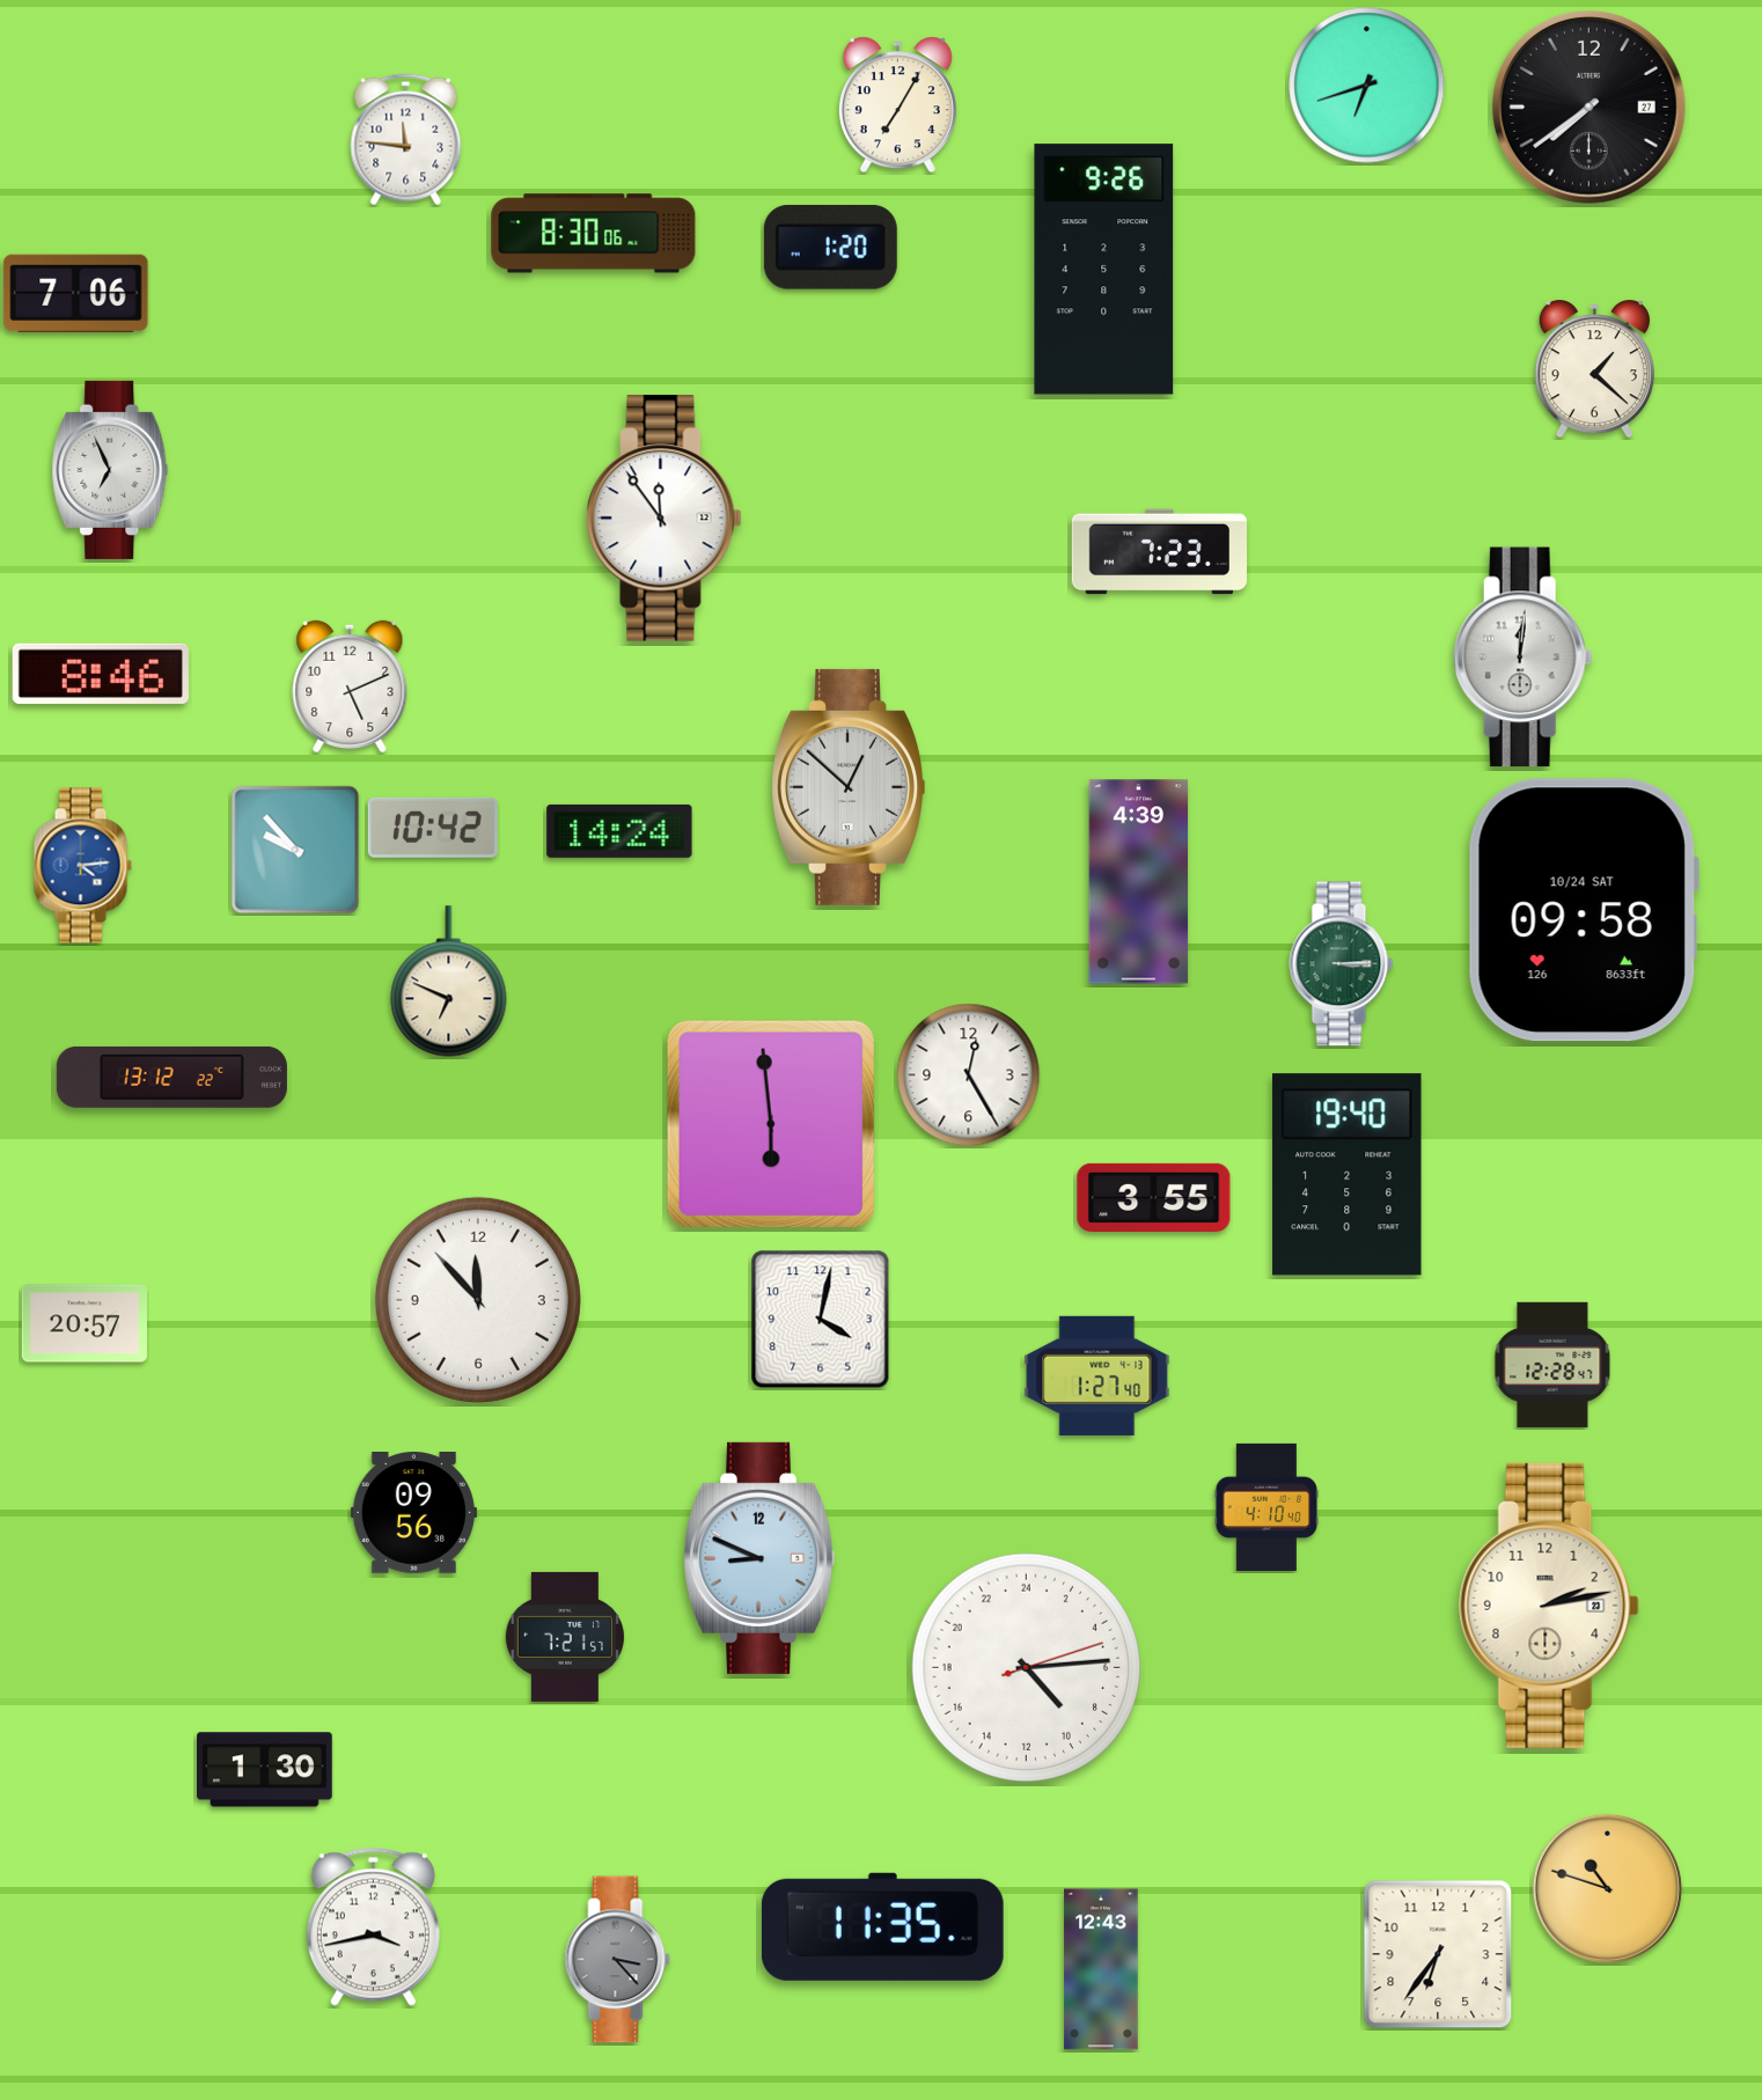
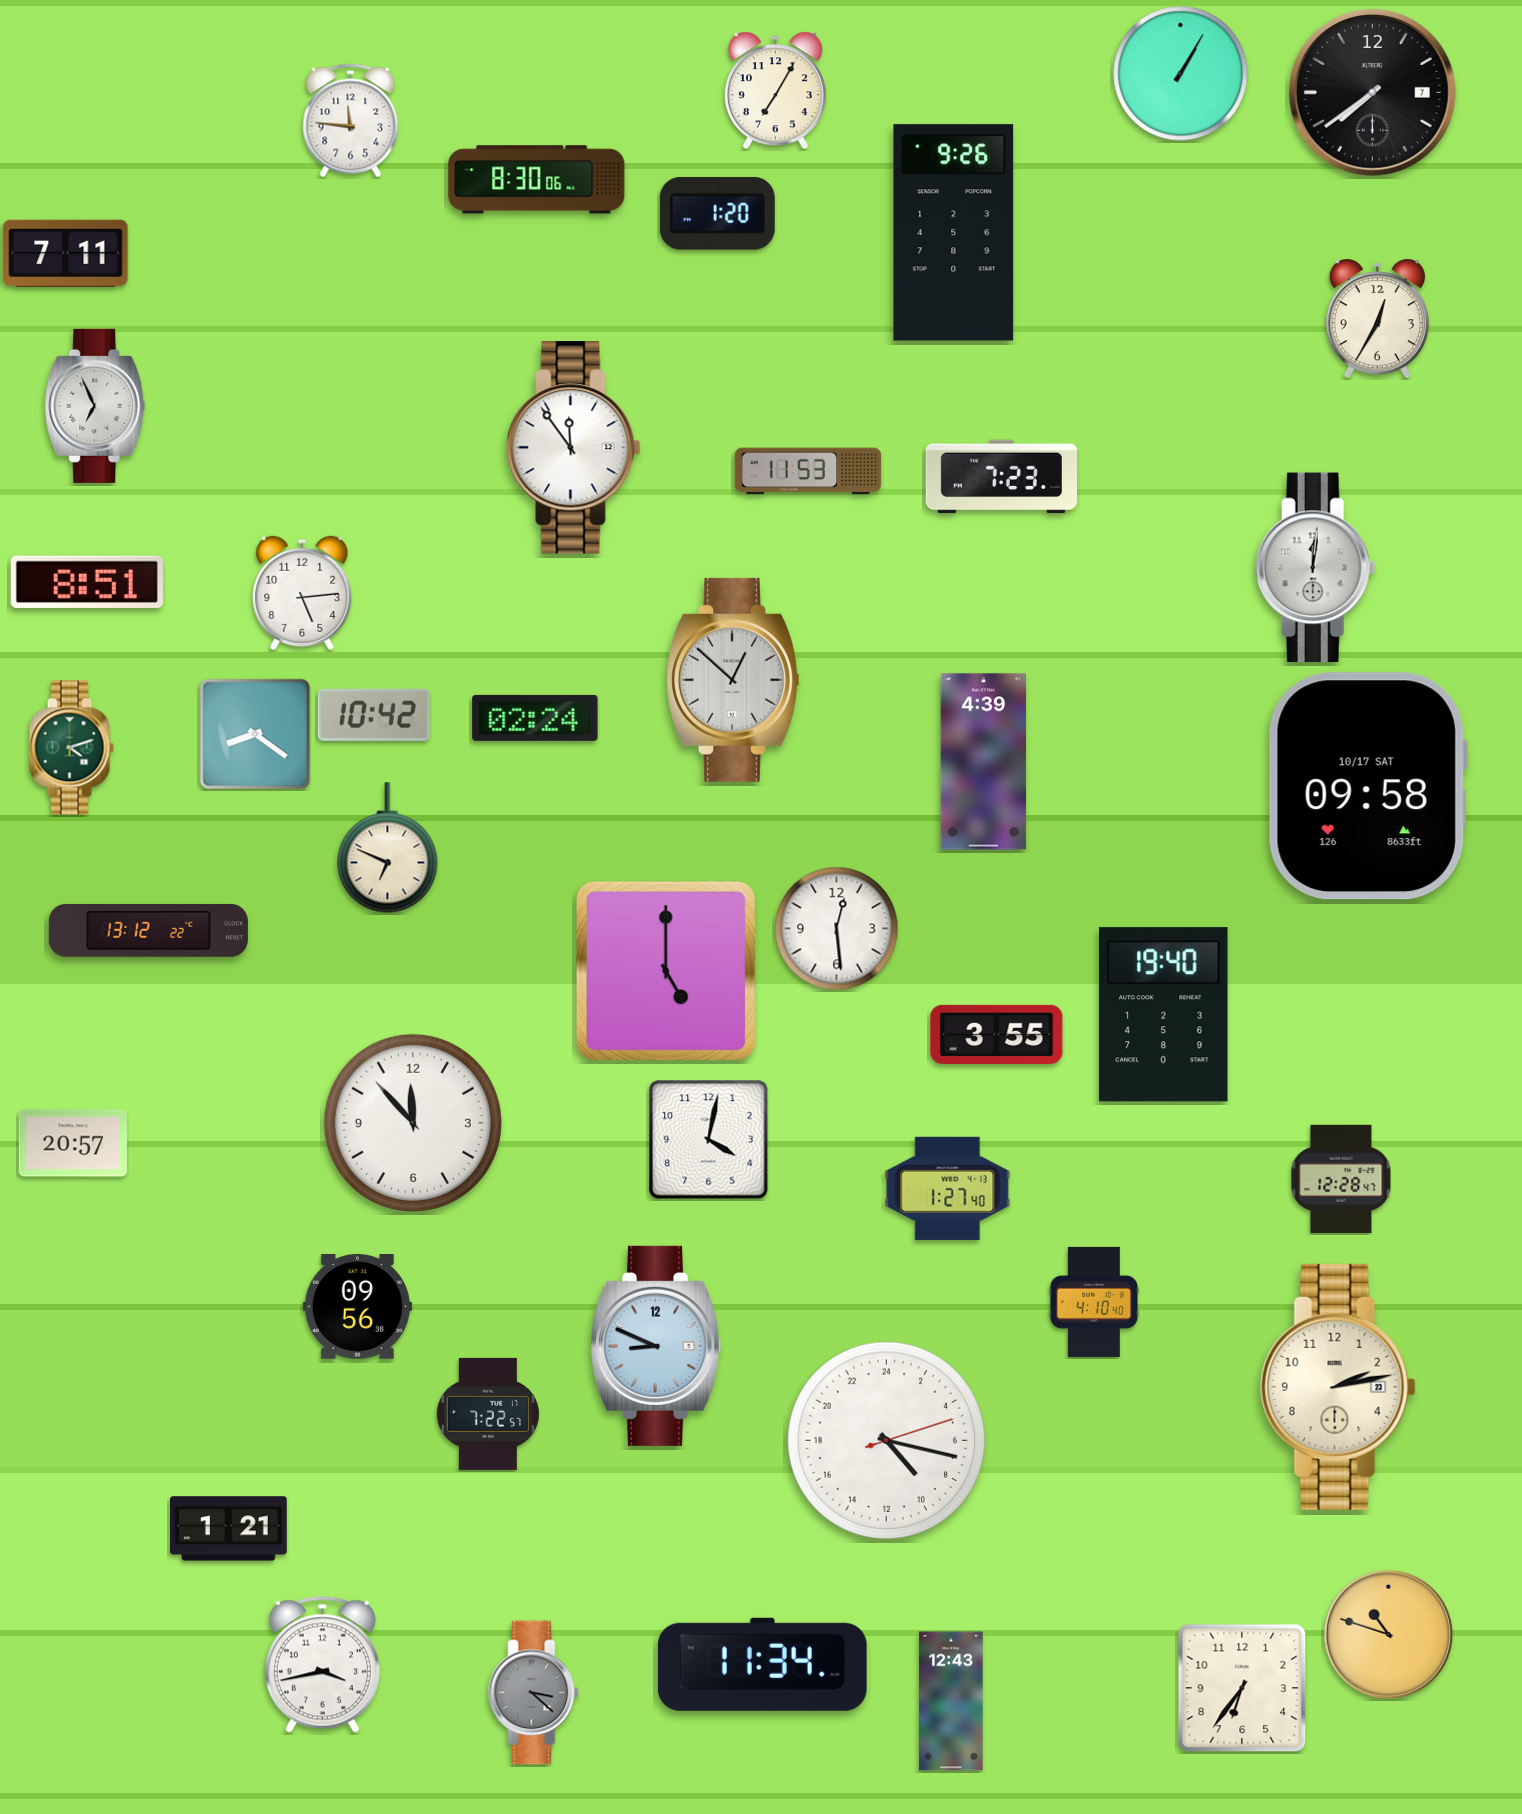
clock at (1367, 86): 6:42 -> 1:05
clock at (1590, 108) date: 27 -> 7
clock at (594, 234) position: (594, 234) -> (537, 180)
clock at (76, 293): 7:06 -> 7:11
clock at (1594, 370): 1:22 -> 12:35
clock at (808, 471): none -> 11:53
clock at (101, 674): 8:46 -> 8:51
clock at (350, 686): 5:11 -> 5:14
clock at (619, 831): 14:24 -> 02:24
clock at (295, 850): 9:53 -> 8:21
clock at (82, 866): 4:14 -> 4:12
clock at (82, 866) dial: blue -> green
clock at (1584, 910) date: 10/24 SAT -> 10/17 SAT
clock at (1342, 964): 3:15 -> none
clock at (969, 1075): 12:25 -> 12:29
clock at (771, 1124): 5:59 -> 5:00
clock at (565, 1637): 7:21 -> 7:22
clock at (1026, 1667): 9:14 -> 9:17
clock at (265, 1770): 1:30 -> 1:21
clock at (1607, 1888) position: (1607, 1888) -> (1388, 1634)
clock at (882, 1926): 11:35 -> 11:34
clock at (618, 1960): 3:23 -> 3:22
